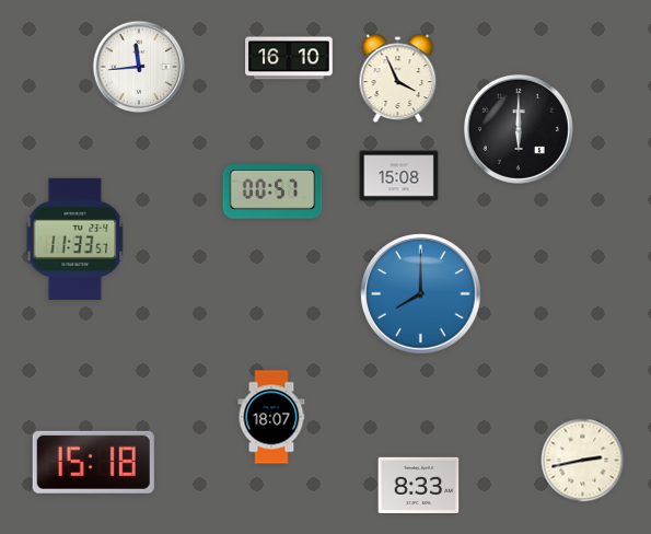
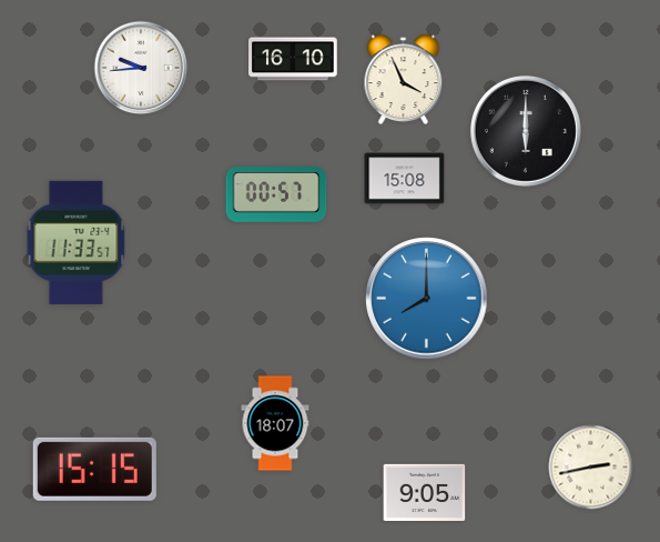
clock at (139, 67): 11:44 -> 9:44
clock at (93, 462): 15:18 -> 15:15
clock at (419, 485): 8:33 -> 9:05
